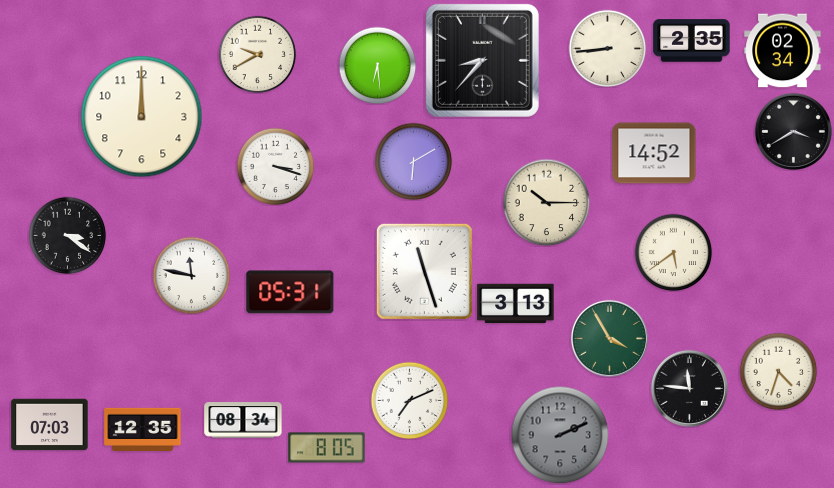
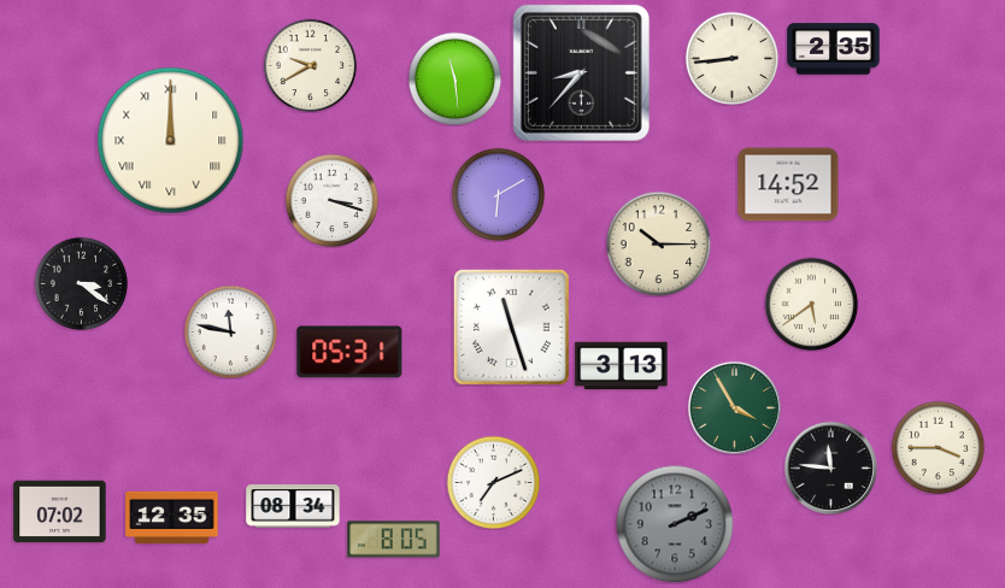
clock at (783, 51): 02:34 -> none
clock at (377, 65): 6:29 -> 11:29
clock at (142, 117) numerals: Arabic -> Roman
clock at (793, 131): 3:40 -> none
clock at (778, 371): 4:33 -> 3:45
clock at (50, 425): 07:03 -> 07:02
